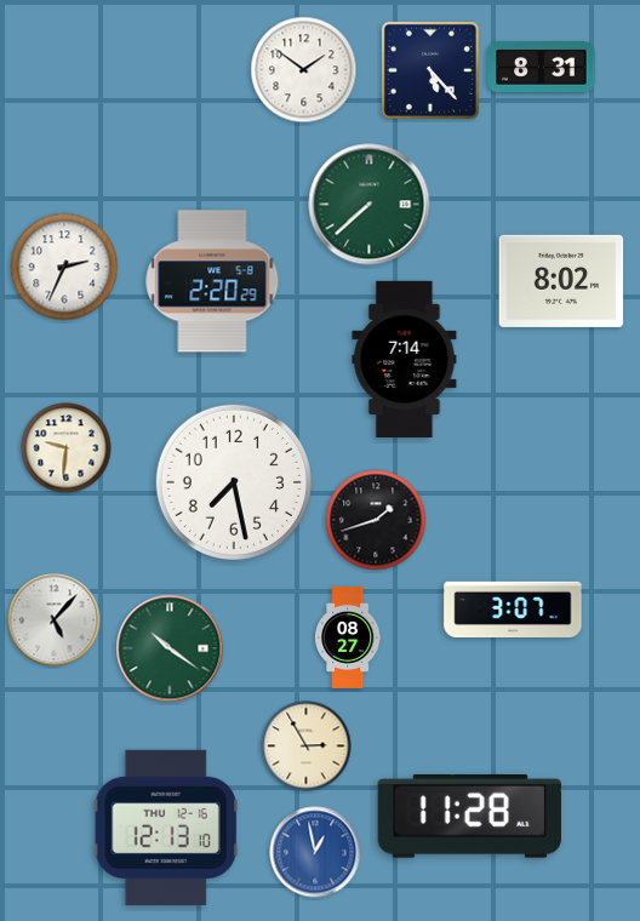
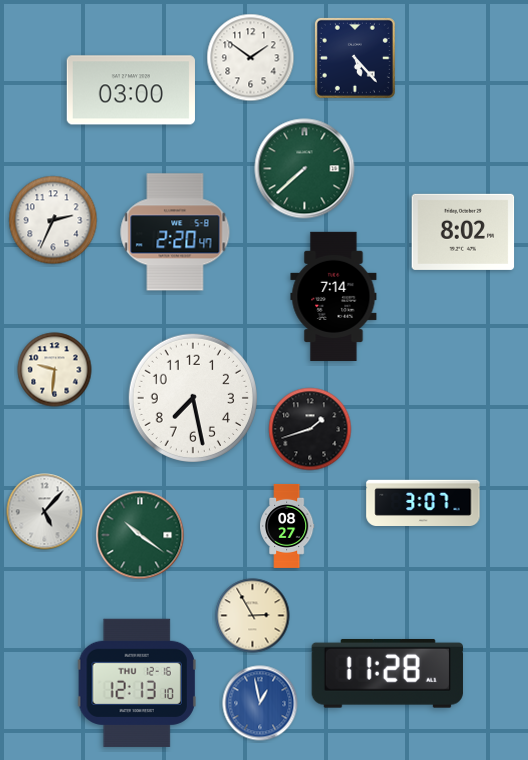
clock at (542, 68): 8:31 -> none
clock at (131, 90): none -> 03:00
clock at (212, 281): 2:20:29 -> 2:20:47
